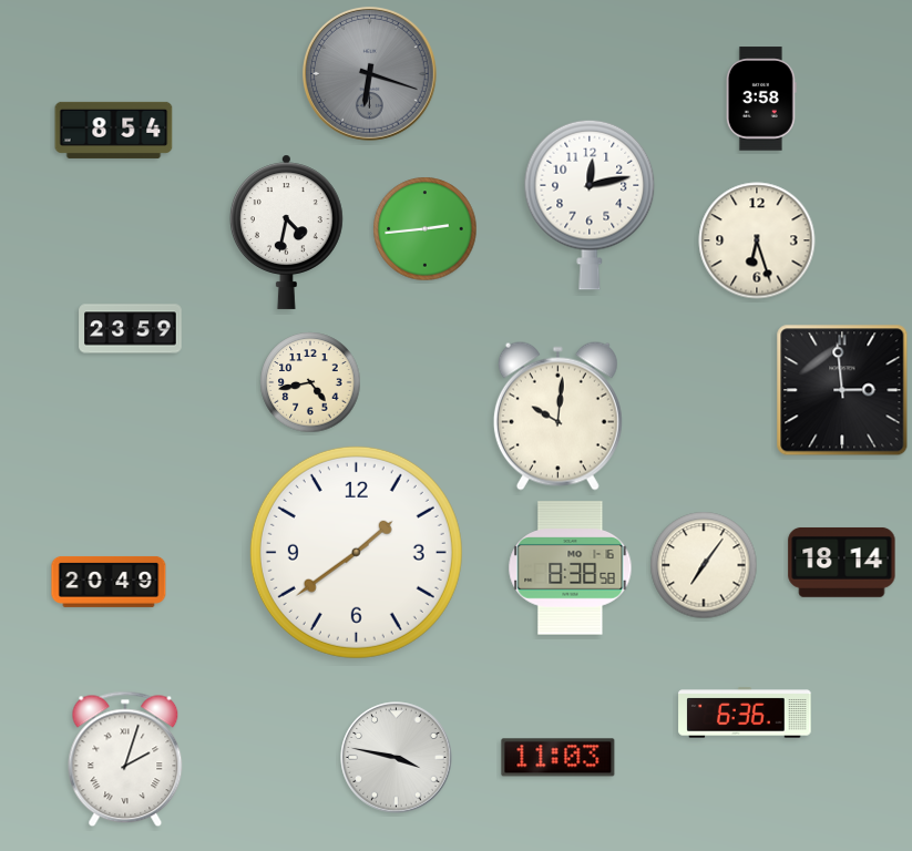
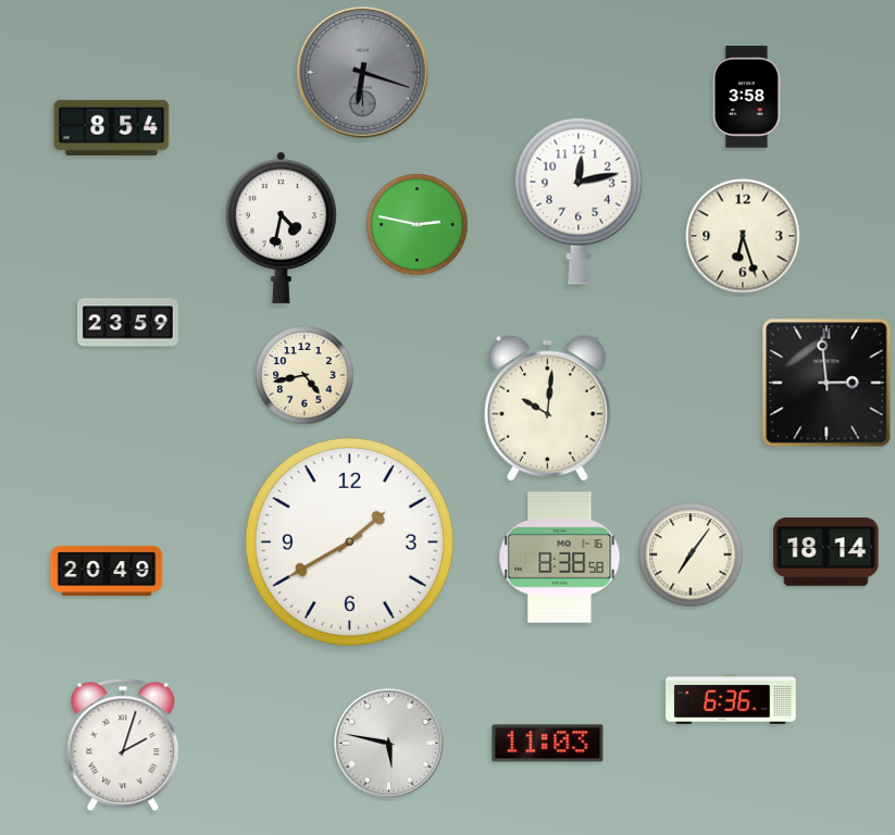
clock at (426, 229): 2:44 -> 2:47
clock at (356, 552): 1:39 -> 1:40
clock at (397, 758): 3:47 -> 5:47
